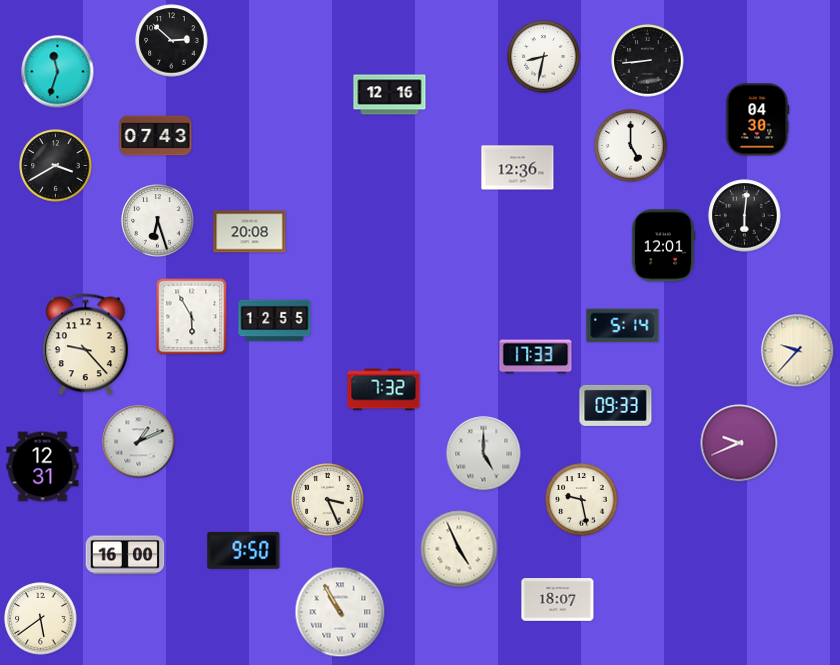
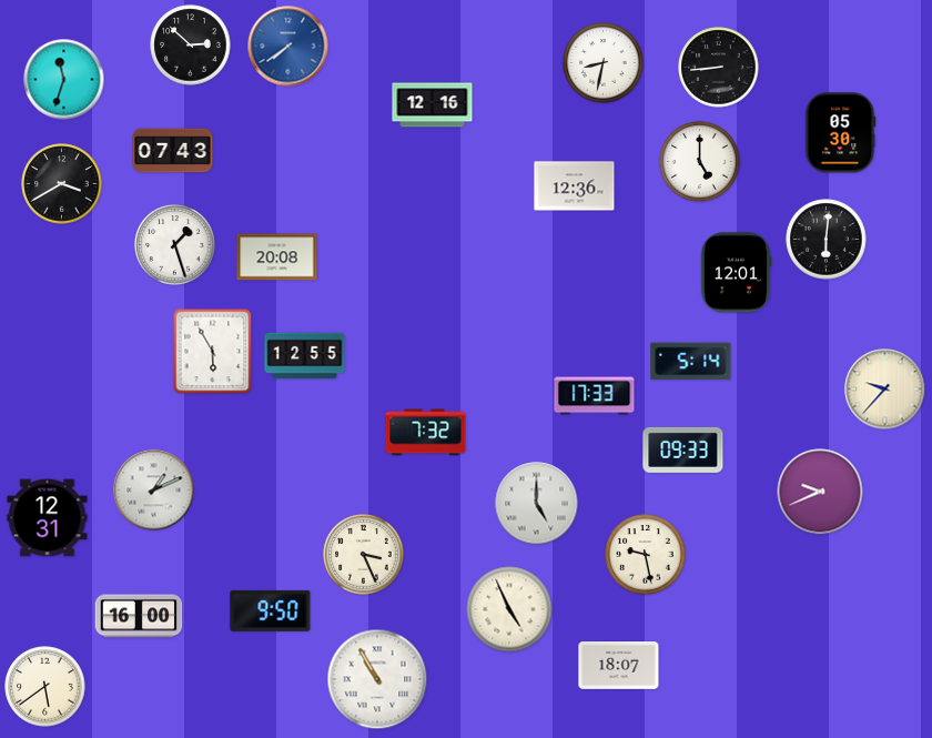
clock at (288, 47): none -> 7:39
clock at (758, 120): 04:30 -> 05:30
clock at (158, 221): 6:27 -> 1:27
clock at (86, 345): 9:23 -> none
